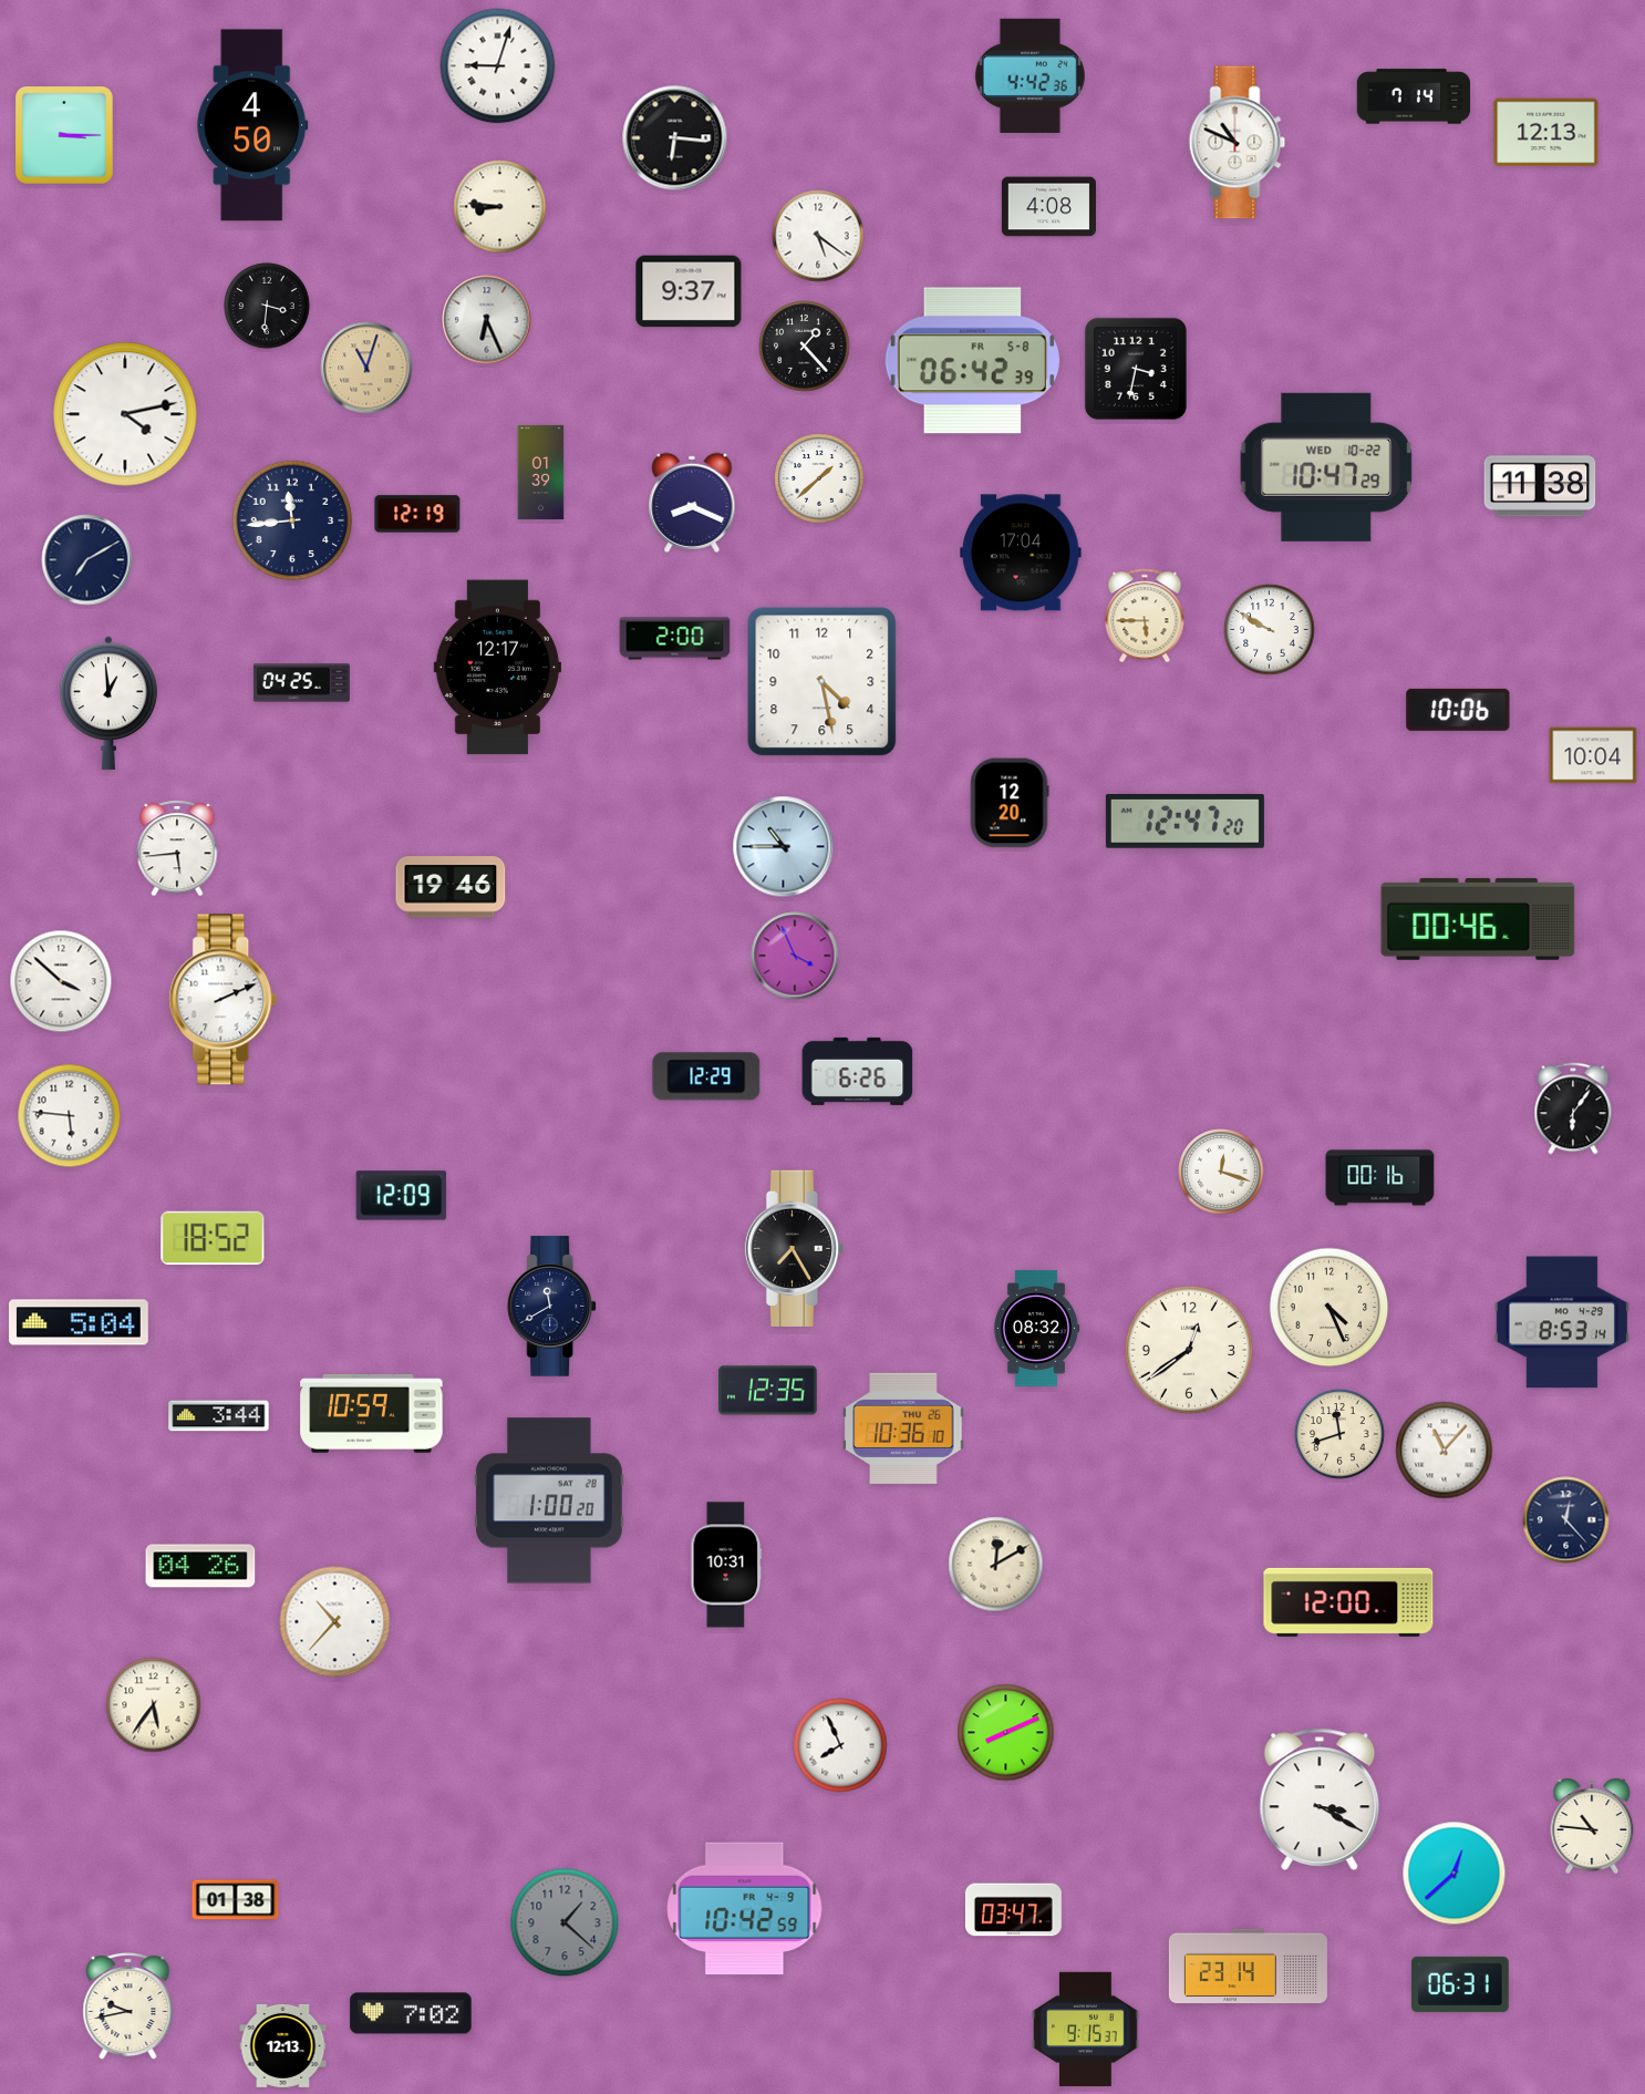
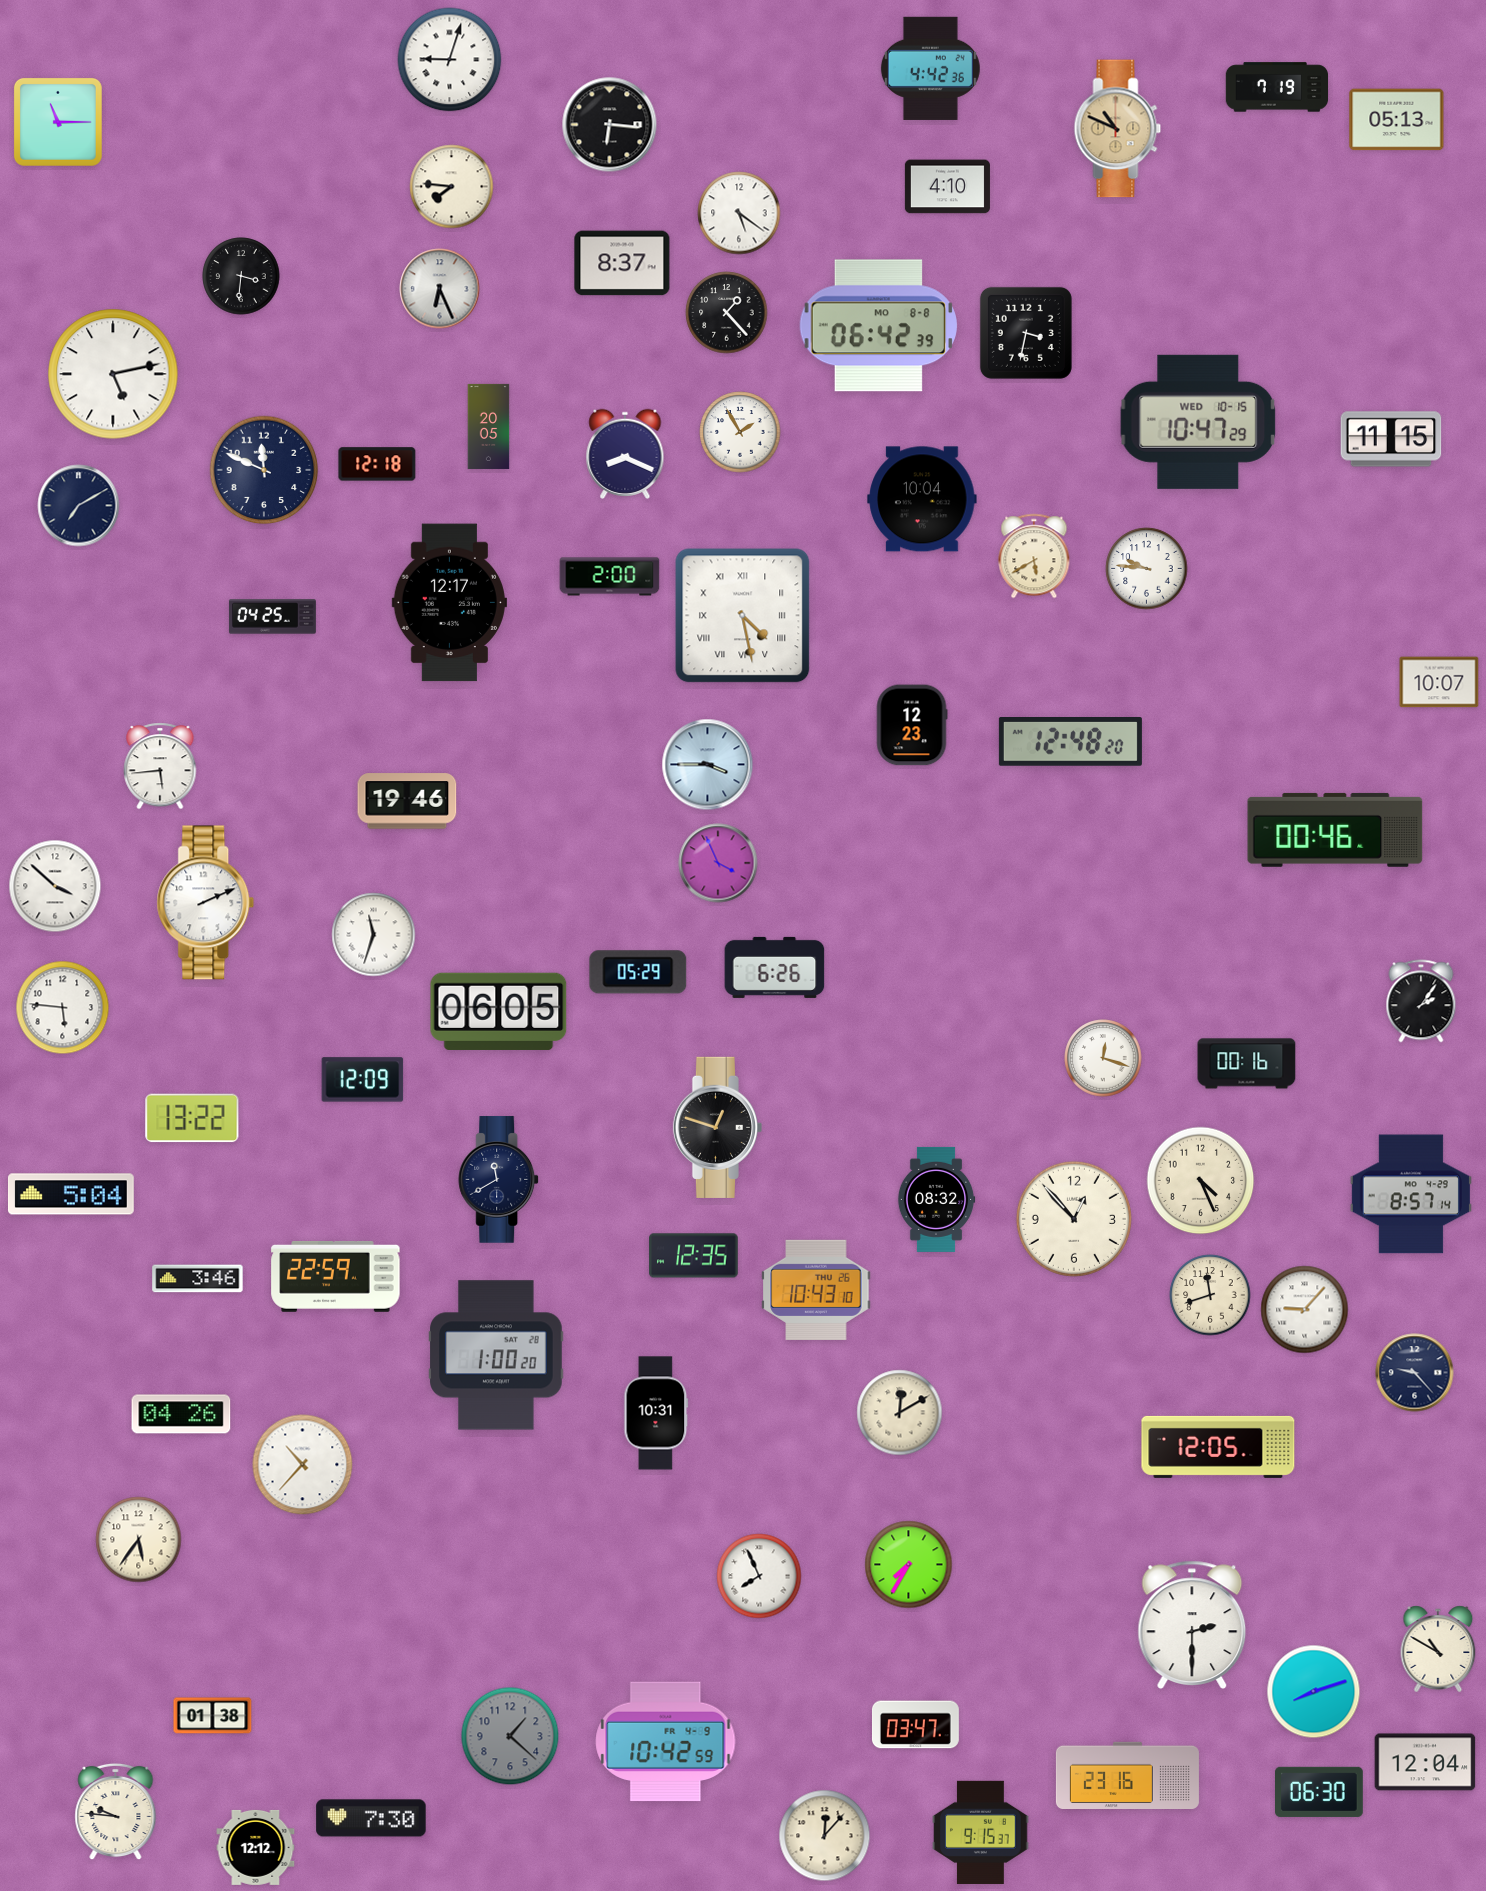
clock at (1414, 96): 7:14 -> 7:19
clock at (252, 125): 4:50 -> none
clock at (1546, 133): 12:13 -> 05:13
clock at (64, 135): 3:15 -> 11:15
clock at (1238, 143) dial: white -> champagne
clock at (500, 207): 8:46 -> 7:46
clock at (1048, 207): 4:08 -> 4:10
clock at (689, 291): 9:37 -> 8:37
clock at (972, 361) date: FR 5-8 -> MO 8-8
clock at (366, 368): 11:03 -> none
clock at (125, 414): 4:13 -> 5:13
clock at (1326, 467) date: WED 10-22 -> WED 10-15
clock at (541, 472): 01:39 -> 20:05
clock at (819, 478): 1:38 -> 1:55
clock at (1540, 486): 11:38 -> 11:15
clock at (417, 514): 12:19 -> 12:18
clock at (292, 520): 11:44 -> 11:49
clock at (1021, 553): 17:04 -> 10:04
clock at (1145, 616): 5:45 -> 5:40
clock at (1270, 630): 9:50 -> 9:46
clock at (822, 682) numerals: Arabic -> Roman
clock at (108, 703): 12:59 -> none
clock at (1458, 710): 10:06 -> none
clock at (1593, 755): 10:04 -> 10:07
clock at (1010, 803): 12:20 -> 12:23
clock at (1184, 822): 12:47 -> 12:48
clock at (784, 847): 10:45 -> 3:45
clock at (224, 1000) position: (224, 1000) -> (206, 903)
clock at (374, 935): none -> 11:33
clock at (706, 1076): 12:29 -> 05:29
clock at (1573, 1108): 6:06 -> 2:06
clock at (499, 1011): none -> 06:05
clock at (213, 1238): 18:52 -> 13:22
clock at (794, 1248): 7:25 -> 12:48
clock at (1562, 1322): 8:53 -> 8:57
clock at (1189, 1350): 12:39 -> 12:53
clock at (372, 1413): 10:59 -> 22:59
clock at (219, 1416): 3:44 -> 3:46
clock at (903, 1428): 10:36 -> 10:43
clock at (1445, 1451): 11:07 -> 9:07
clock at (1566, 1520): 12:23 -> 9:23
clock at (1348, 1602): 12:00 -> 12:05
clock at (1006, 1733): 8:11 -> 7:35
clock at (1320, 1799): 3:20 -> 2:30
clock at (1592, 1826): 10:46 -> 10:50
clock at (1455, 1874): 12:38 -> 8:12
clock at (745, 1909) position: (745, 1909) -> (666, 1742)
clock at (1425, 1762): none -> 12:04
clock at (1248, 1966): 23:14 -> 23:16
clock at (1461, 1984): 06:31 -> 06:30
clock at (128, 2007): 9:43 -> 9:46
clock at (411, 2013): 7:02 -> 7:30
clock at (825, 1836): none -> 12:07
clock at (283, 2045): 12:13 -> 12:12
